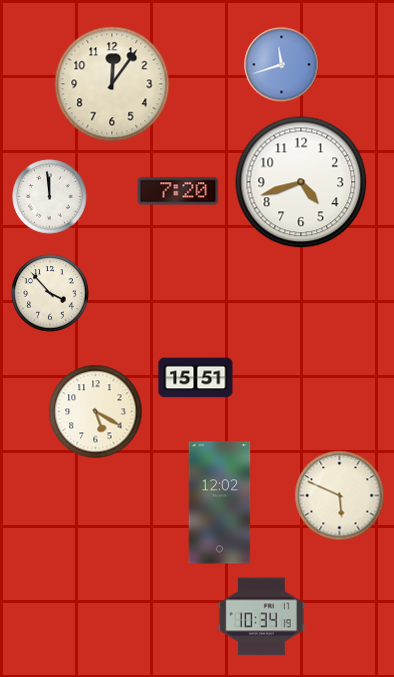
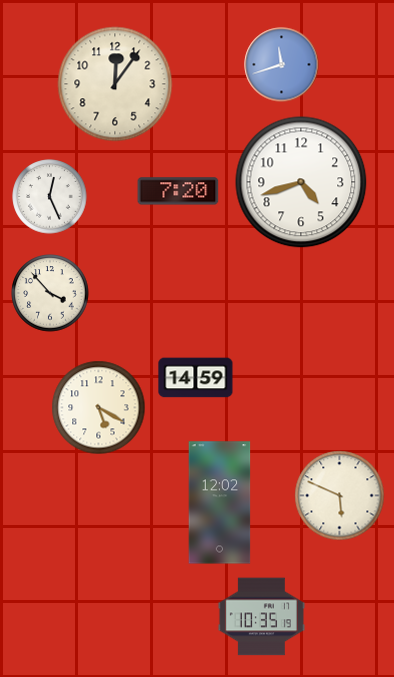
clock at (112, 84) position: (112, 84) -> (115, 84)
clock at (50, 197): 11:59 -> 12:26
clock at (196, 378): 15:51 -> 14:59
clock at (96, 412) position: (96, 412) -> (99, 408)
clock at (261, 617): 10:34 -> 10:35
